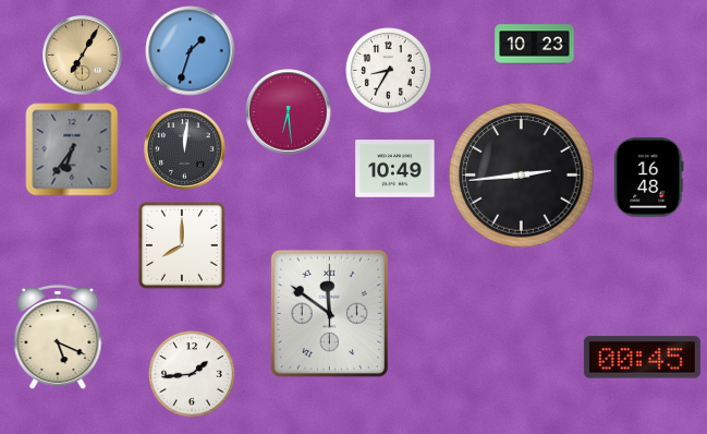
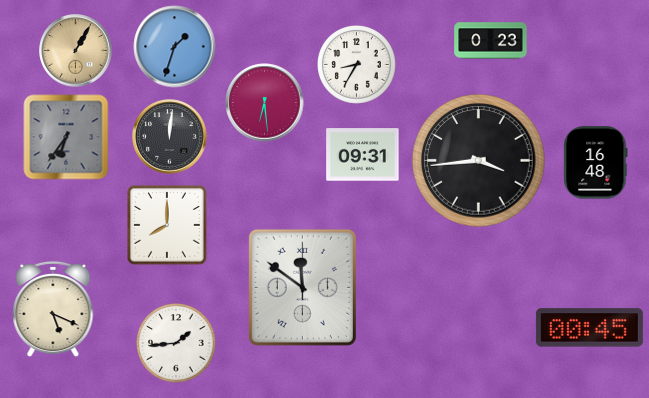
clock at (535, 45): 10:23 -> 0:23
clock at (83, 56): 7:05 -> 1:05
clock at (395, 169): 10:49 -> 09:31
clock at (522, 176): 2:44 -> 3:44
